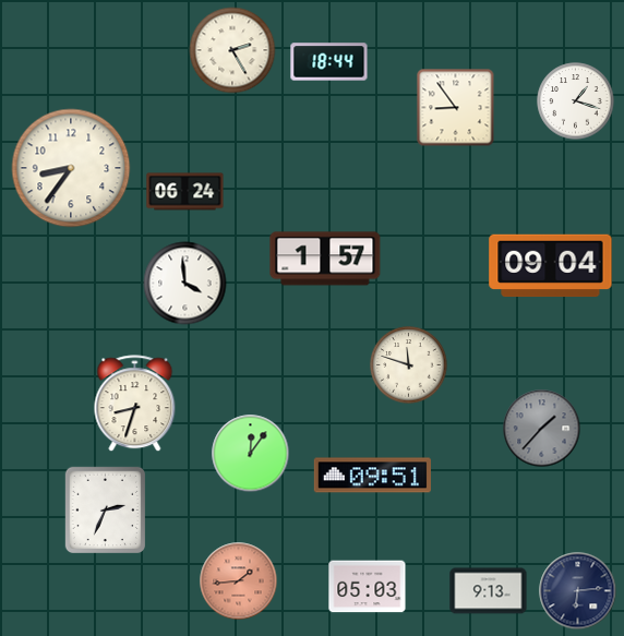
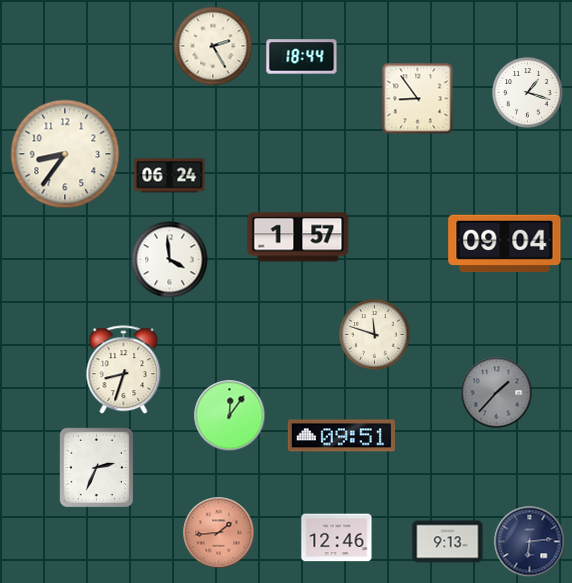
clock at (368, 587): 05:03 -> 12:46
